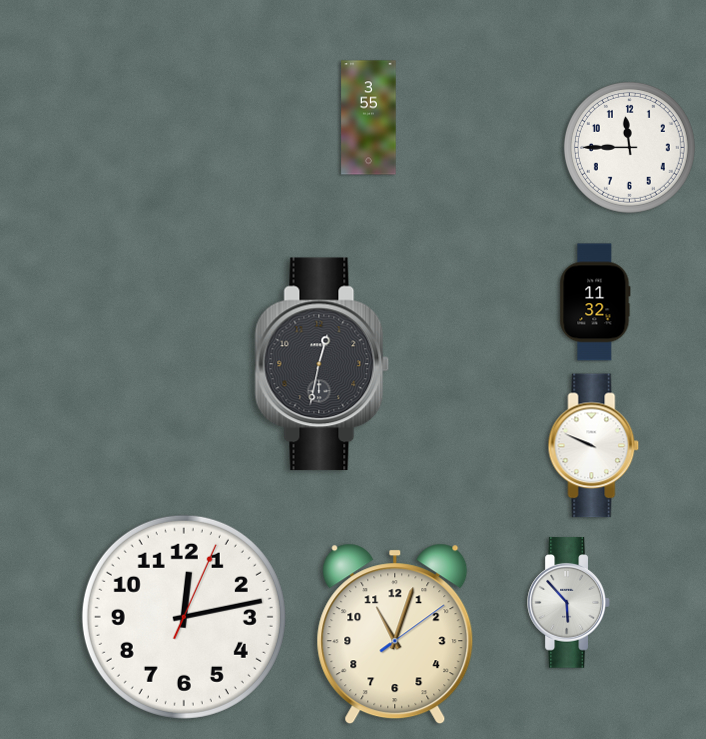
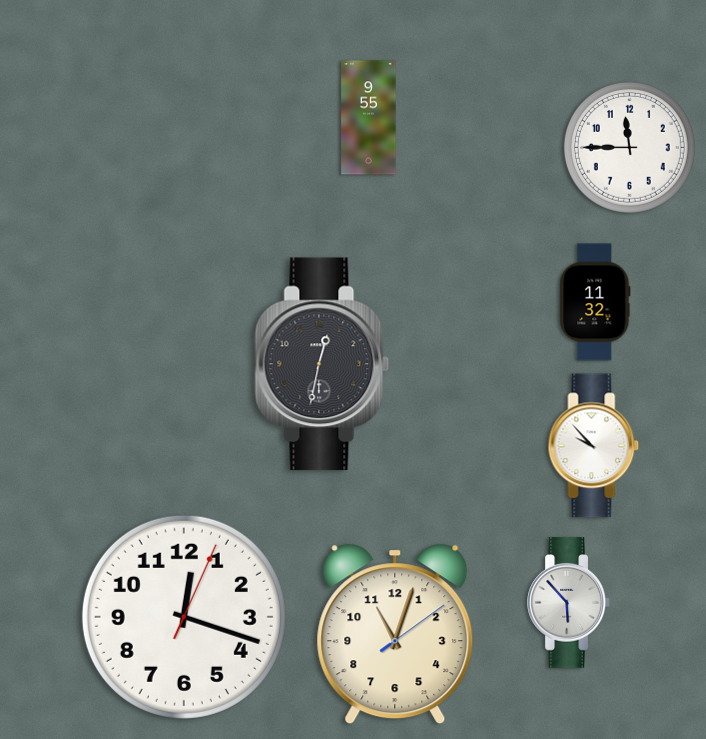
clock at (369, 118): 3:55 -> 9:55
clock at (594, 446): 9:49 -> 9:53
clock at (184, 617): 12:13 -> 12:18
